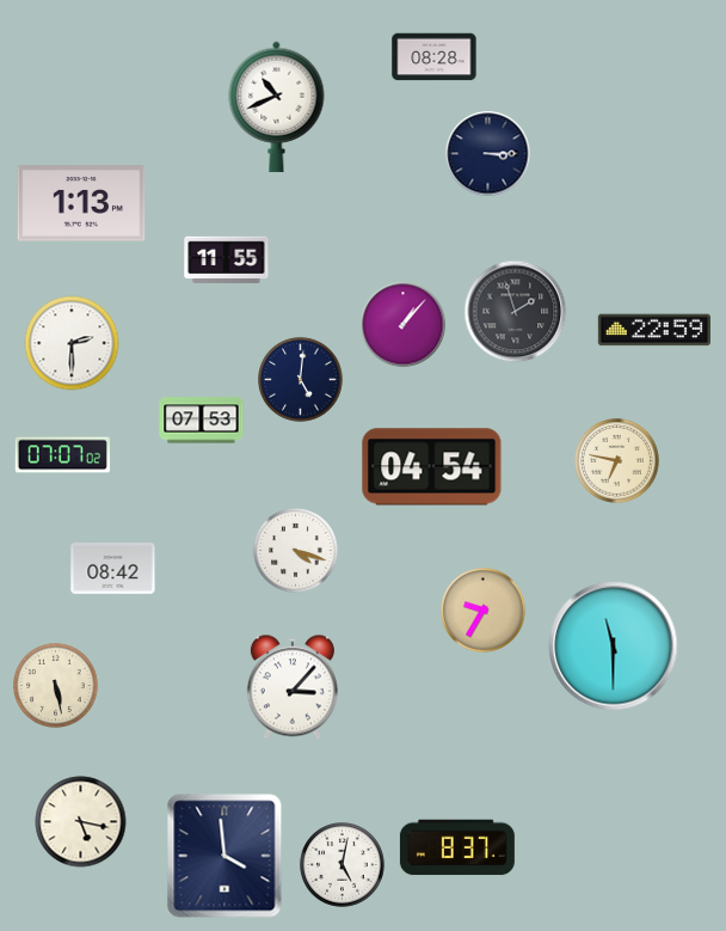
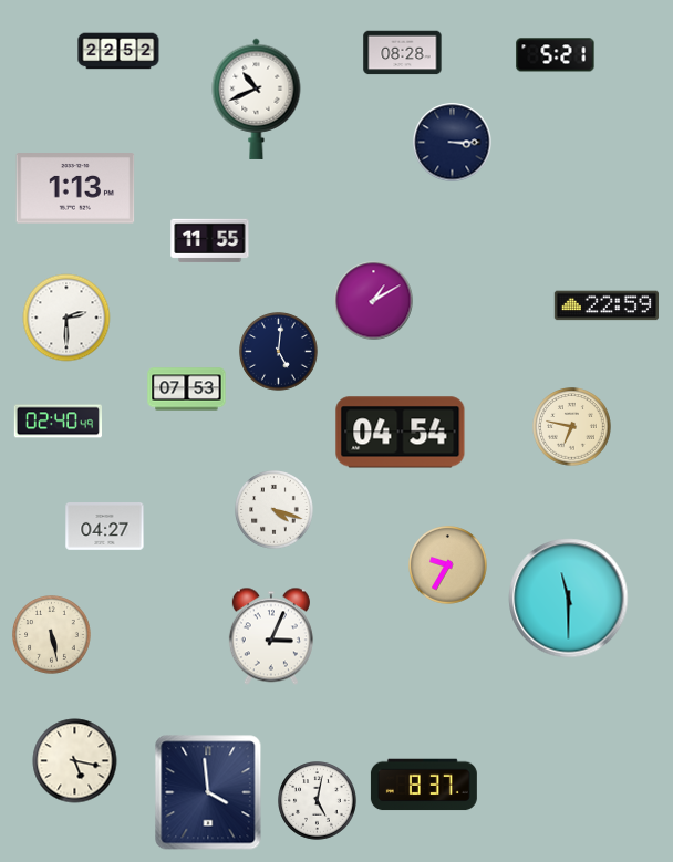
clock at (118, 51): none -> 22:52
clock at (556, 55): none -> 5:21
clock at (516, 312): 1:57 -> none
clock at (404, 325): 1:07 -> 1:10
clock at (62, 455): 07:07 -> 02:40
clock at (113, 569): 08:42 -> 04:27
clock at (293, 687): 3:07 -> 3:04
